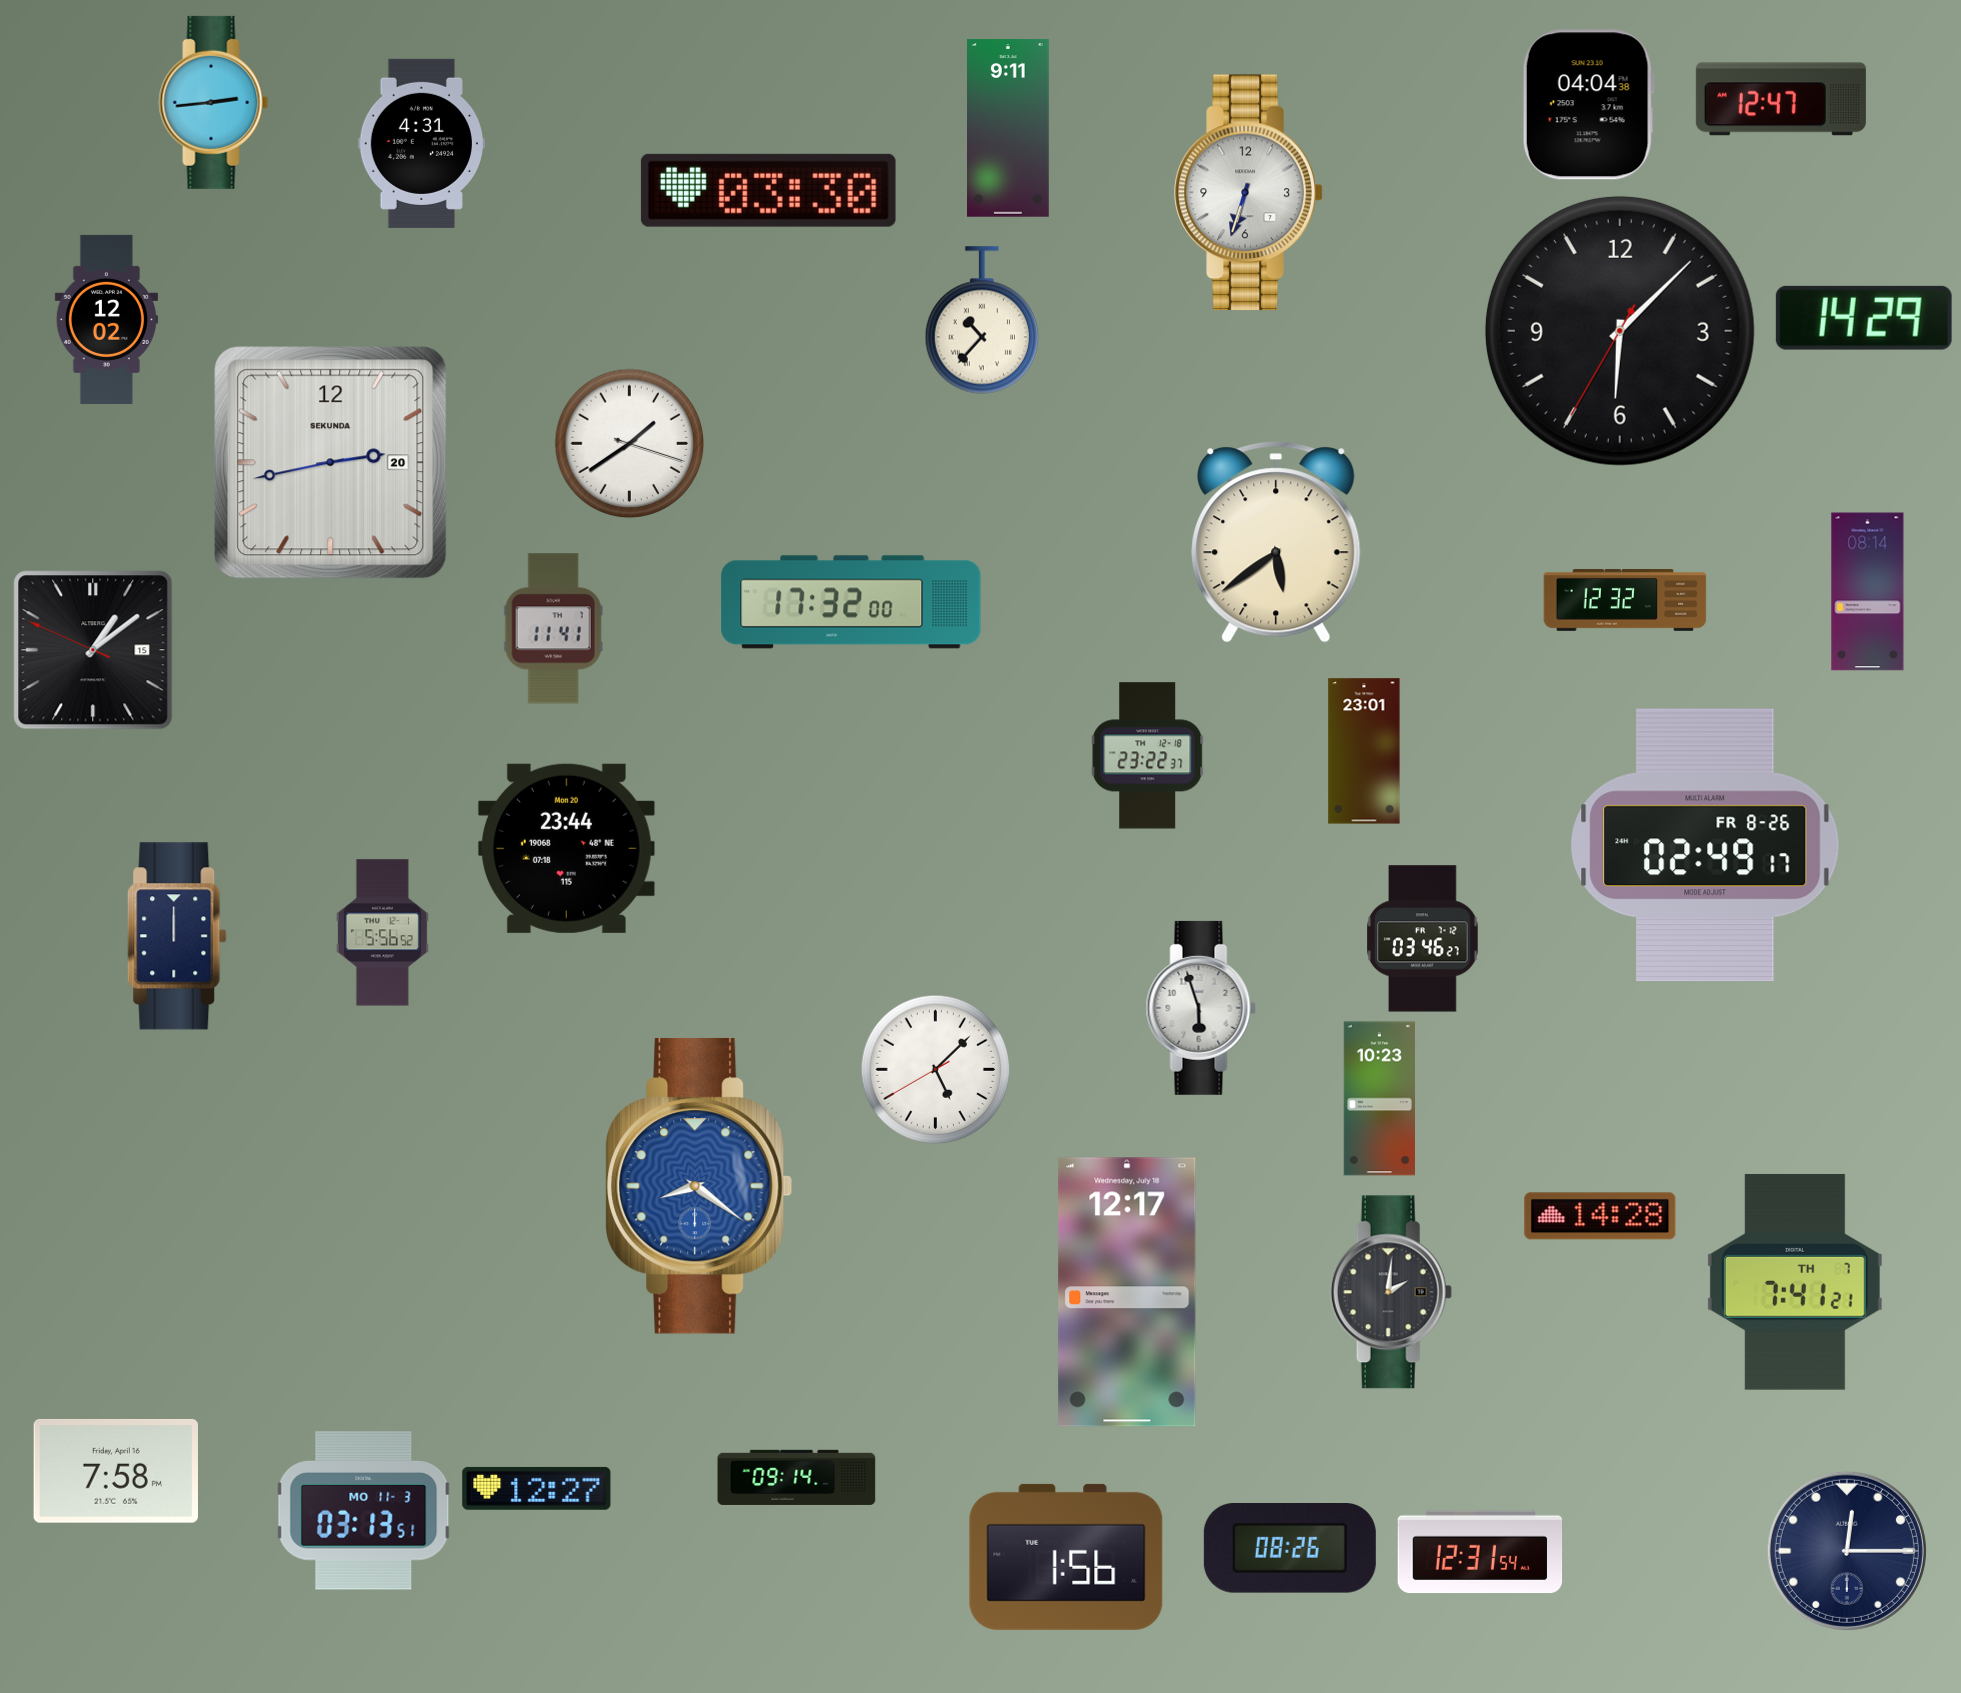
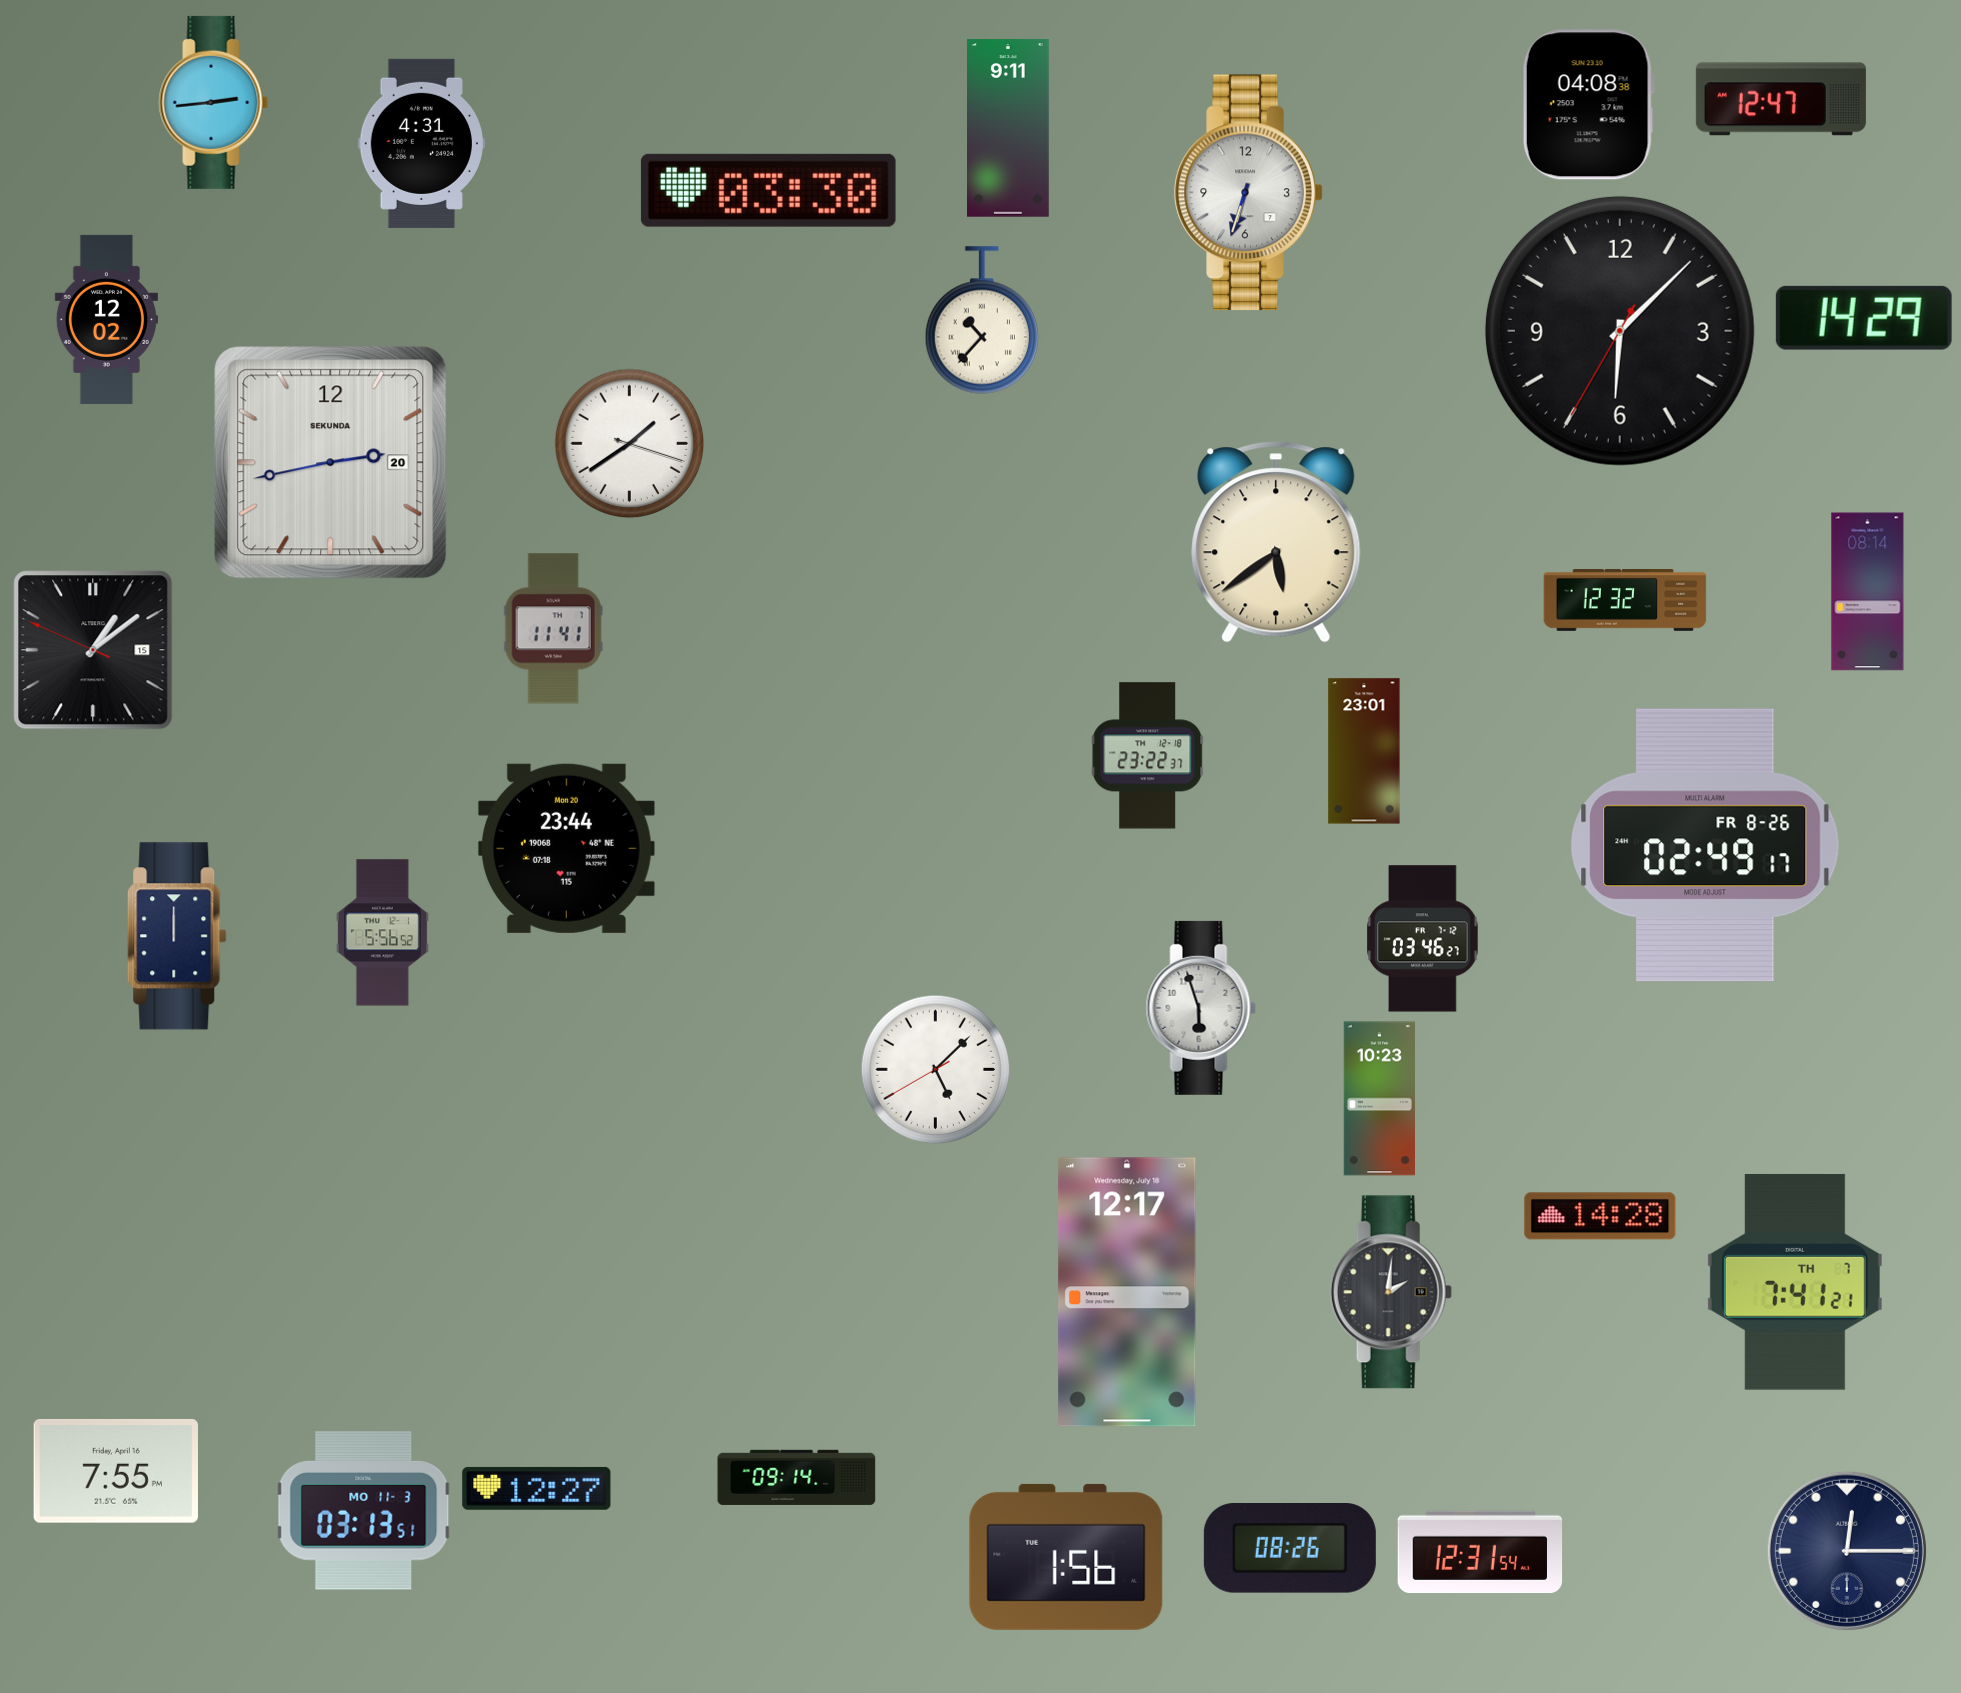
clock at (1588, 105): 04:04 -> 04:08
clock at (851, 602): 17:32 -> none
clock at (699, 1186): 8:21 -> none
clock at (115, 1471): 7:58 -> 7:55
